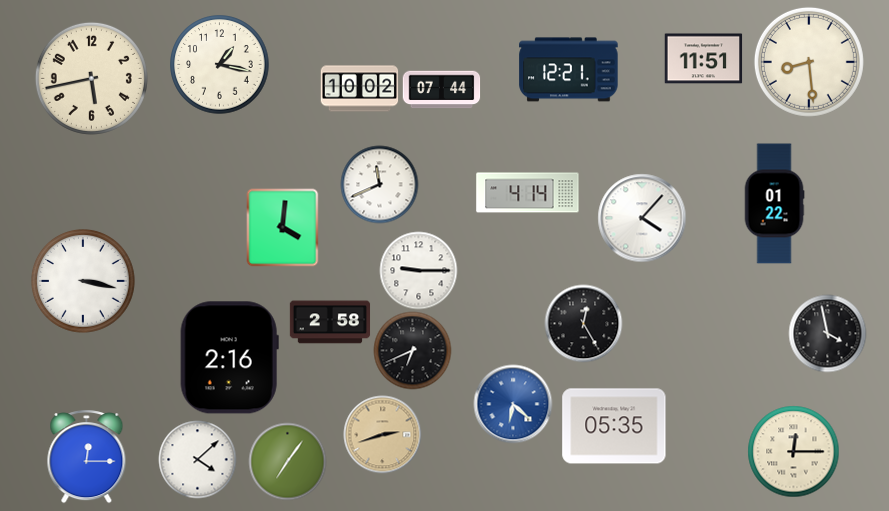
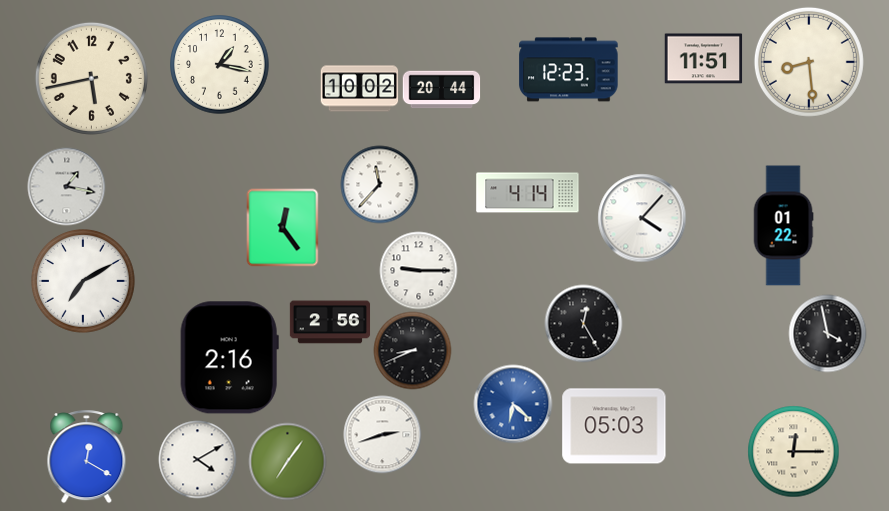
clock at (569, 70): 12:21 -> 12:23
clock at (441, 90): 07:44 -> 20:44
clock at (379, 184): 11:41 -> 11:37
clock at (66, 186): none -> 1:17
clock at (774, 204) position: (774, 204) -> (783, 226)
clock at (283, 227): 4:01 -> 12:24
clock at (83, 282): 3:17 -> 7:10
clock at (330, 322): 2:58 -> 2:56
clock at (412, 350): 6:41 -> 8:41
clock at (614, 426): 05:35 -> 05:03
clock at (382, 434) dial: champagne -> white
clock at (87, 456): 12:15 -> 12:20
clock at (197, 459): 4:08 -> 4:10
